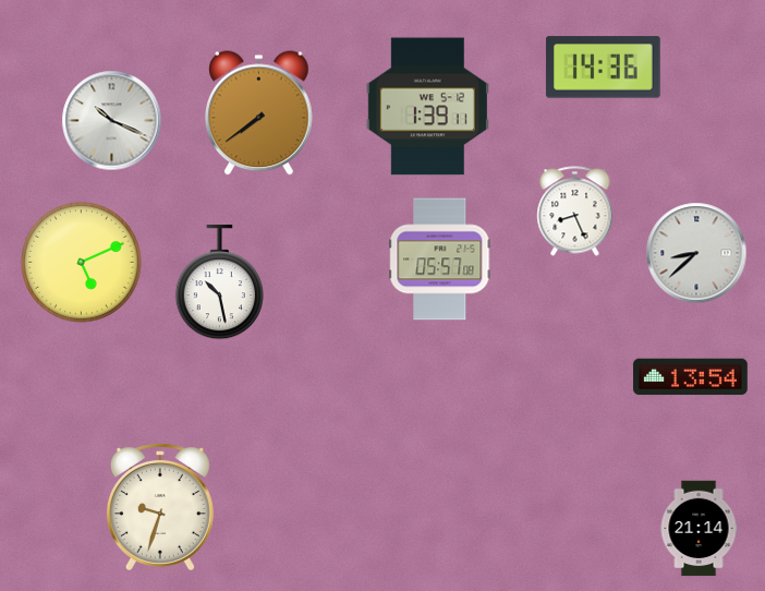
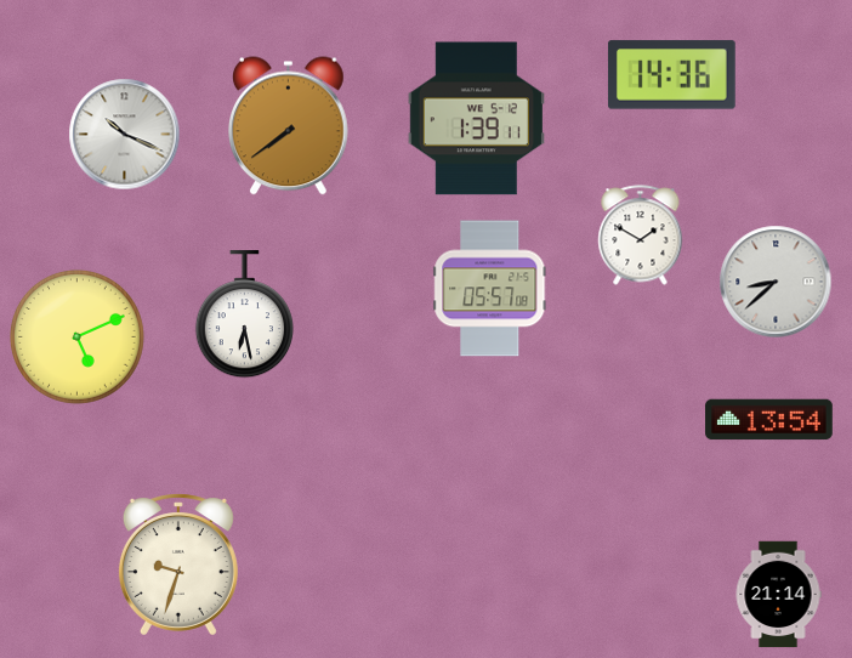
clock at (575, 212): 8:26 -> 1:50
clock at (81, 262) position: (81, 262) -> (76, 336)
clock at (219, 282): 10:28 -> 6:28
clock at (699, 529) position: (699, 529) -> (778, 595)
